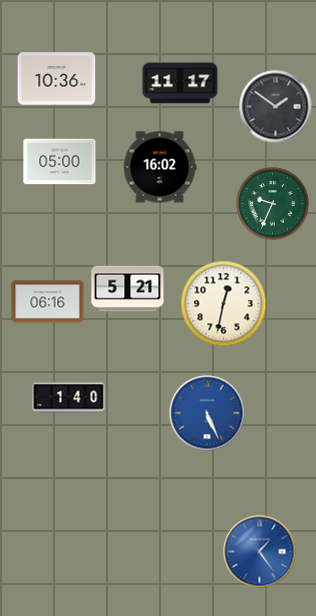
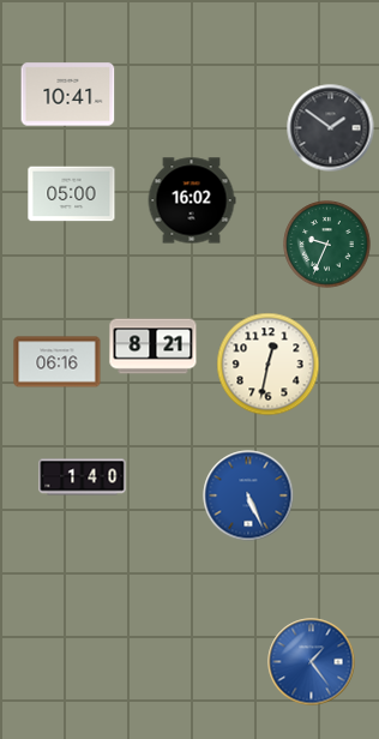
clock at (57, 79): 10:36 -> 10:41
clock at (180, 83): 11:17 -> none
clock at (128, 289): 5:21 -> 8:21
